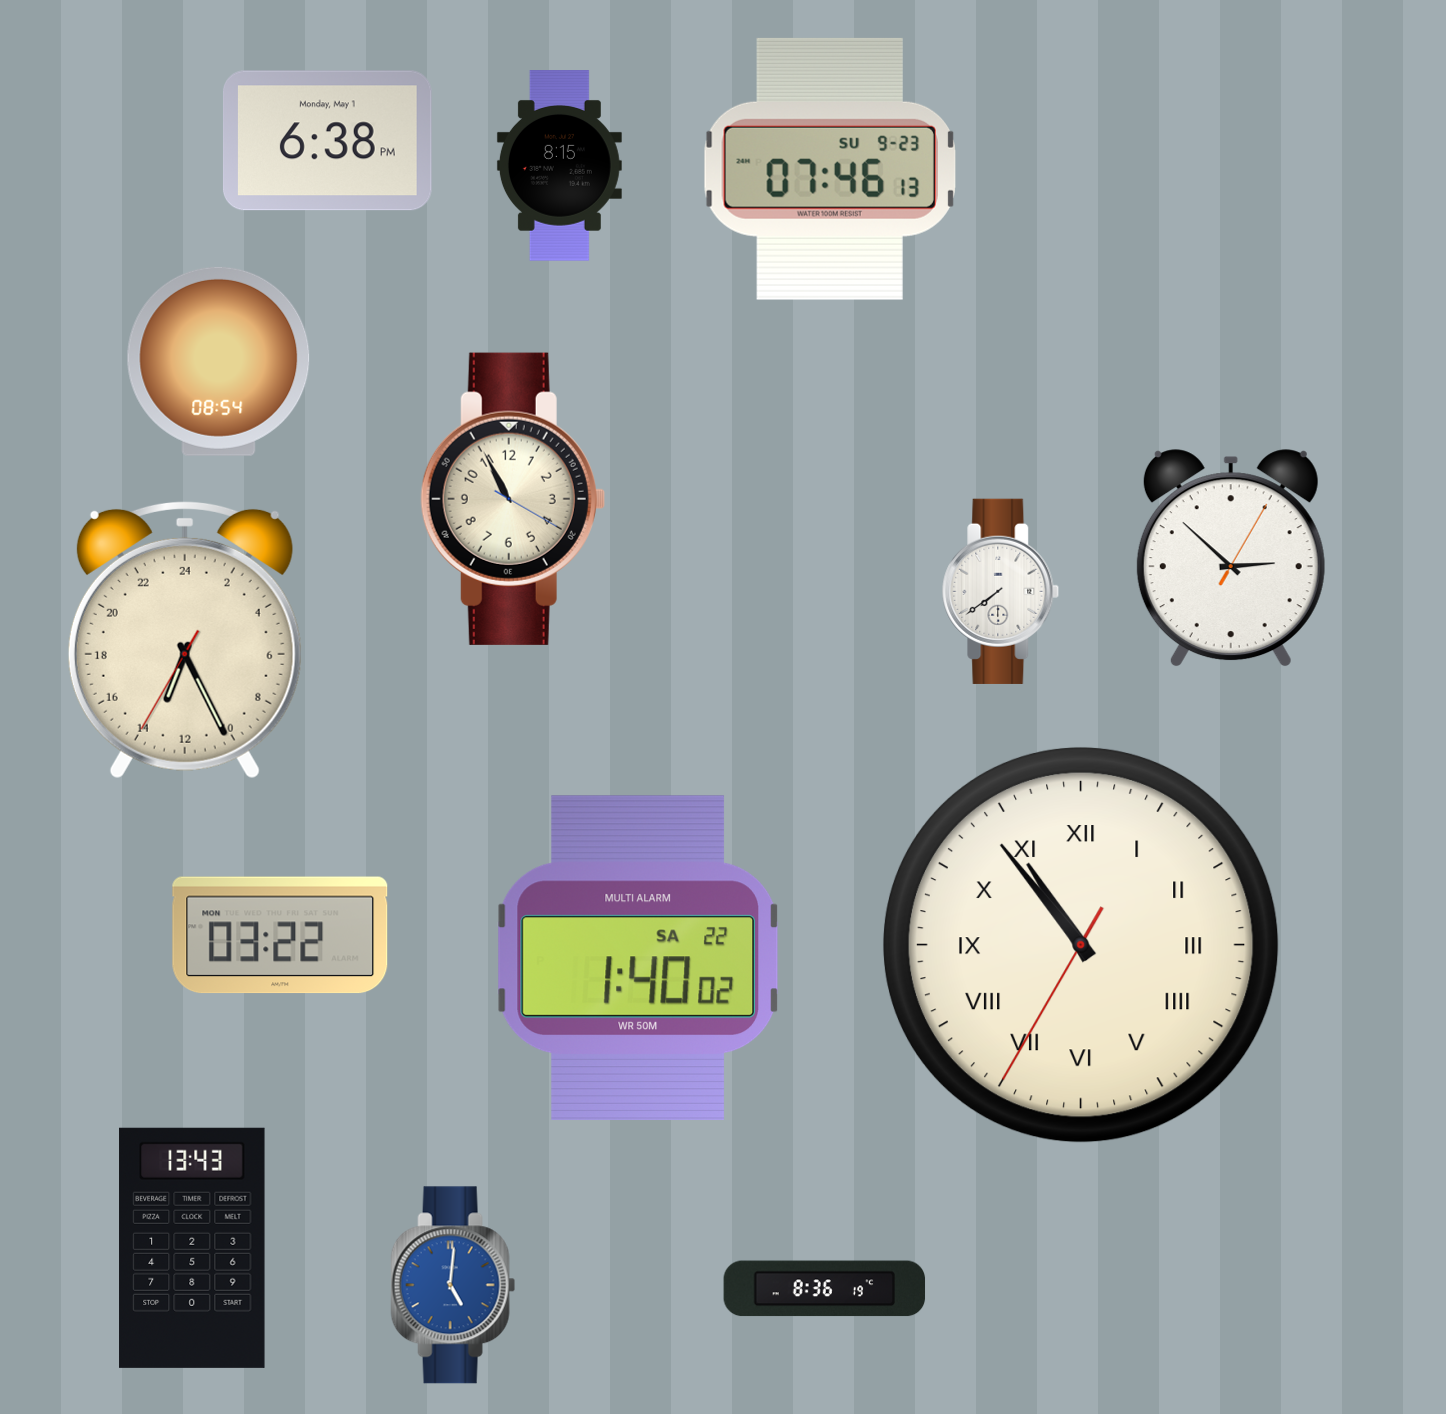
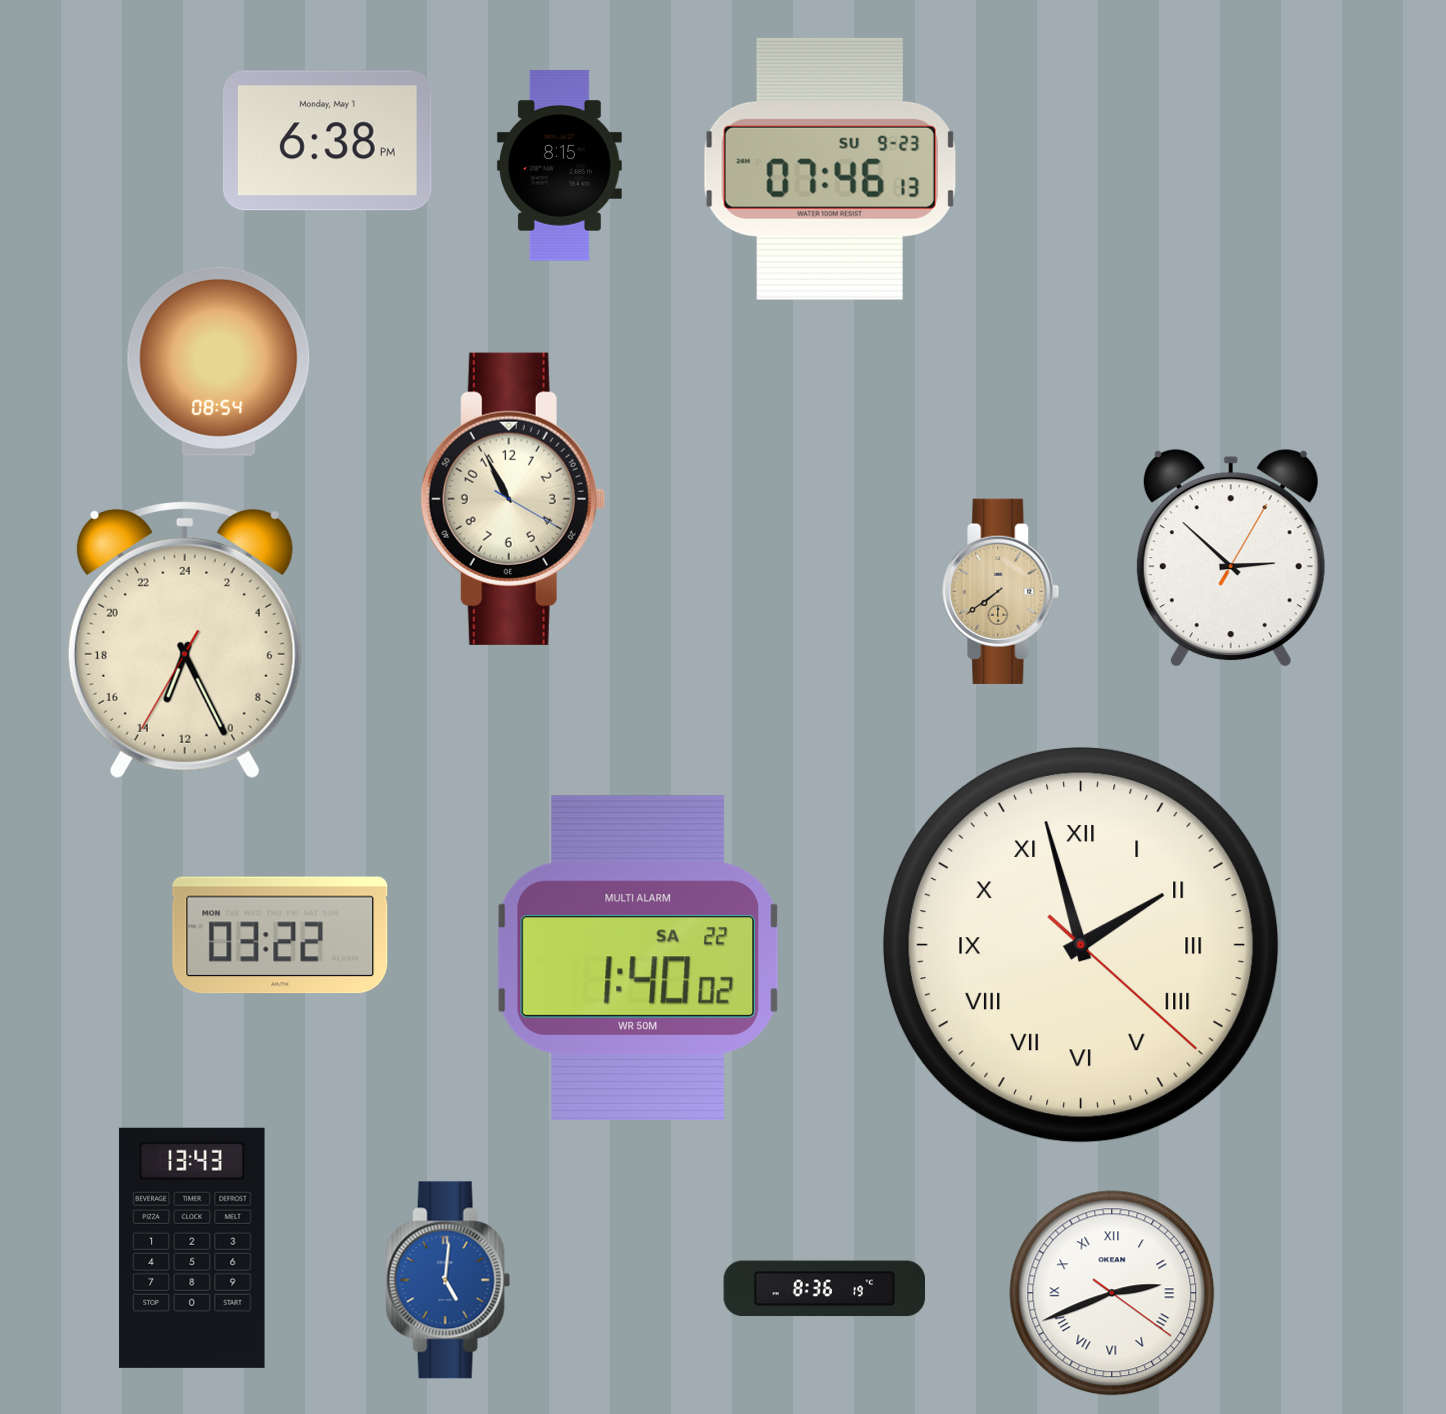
clock at (1001, 591) dial: white -> champagne
clock at (1081, 945): 10:53 -> 1:57
clock at (453, 1285) position: (453, 1285) -> (448, 1280)
clock at (1112, 1293): none -> 2:41
